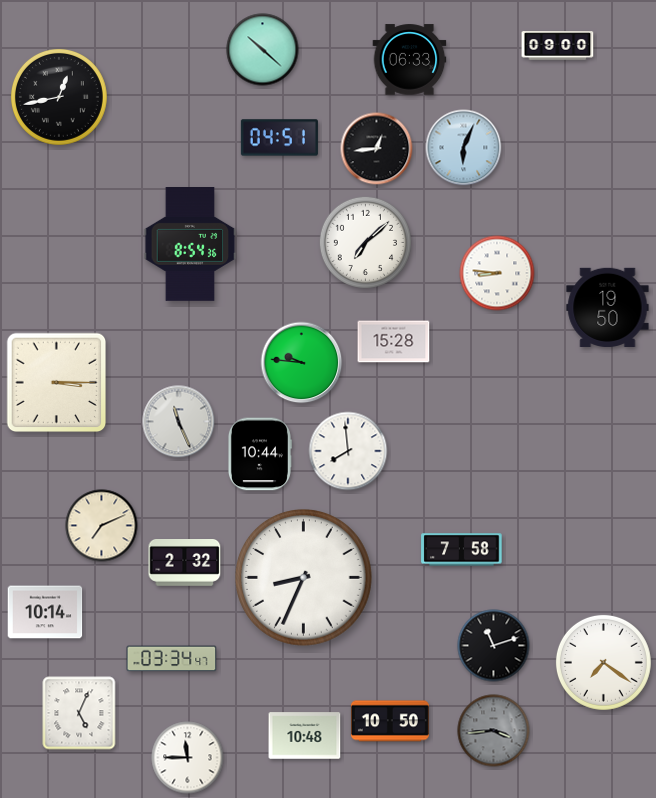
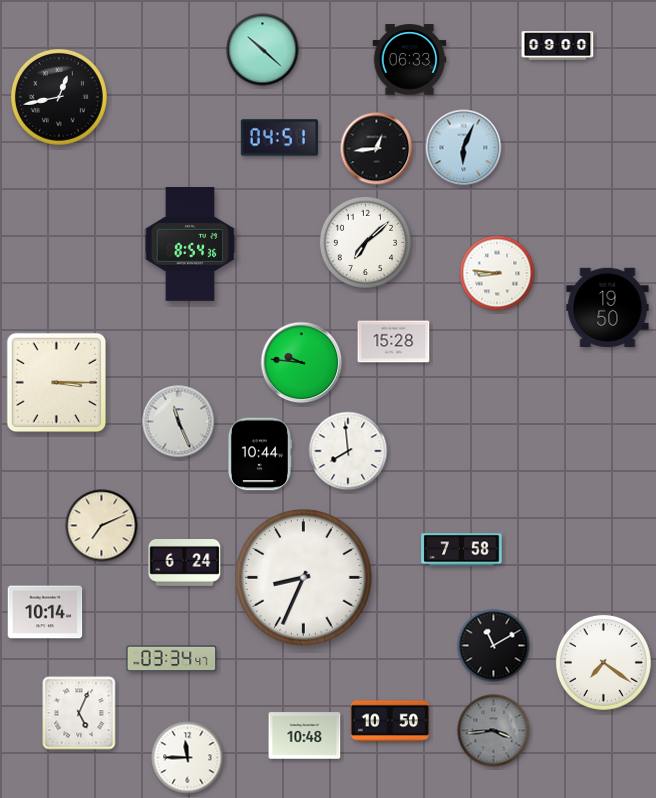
clock at (185, 563): 2:32 -> 6:24
clock at (494, 646): 11:12 -> 11:10
